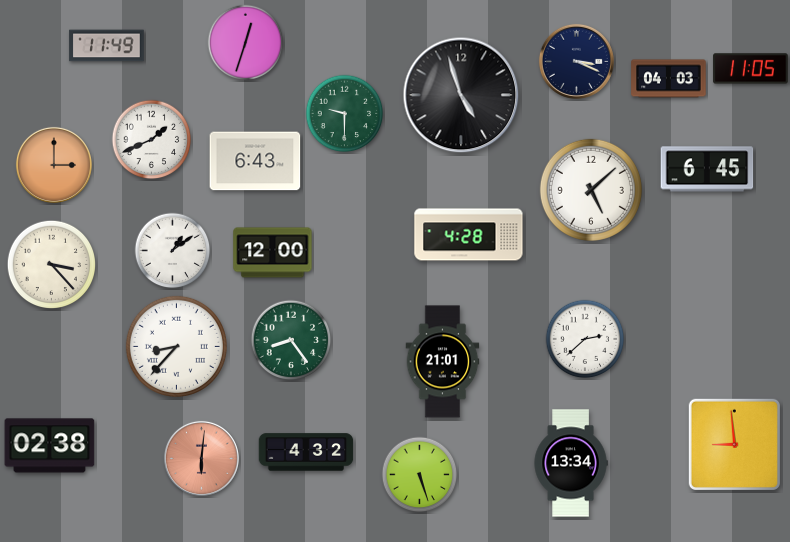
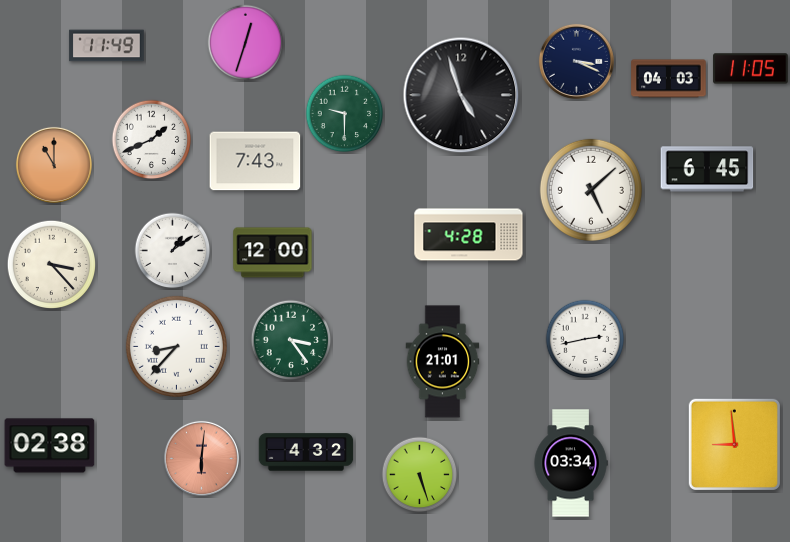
clock at (255, 161): 6:43 -> 7:43
clock at (54, 165): 3:00 -> 11:00
clock at (585, 339): 2:38 -> 2:43
clock at (291, 340): 8:24 -> 3:24
clock at (571, 463): 13:34 -> 03:34
